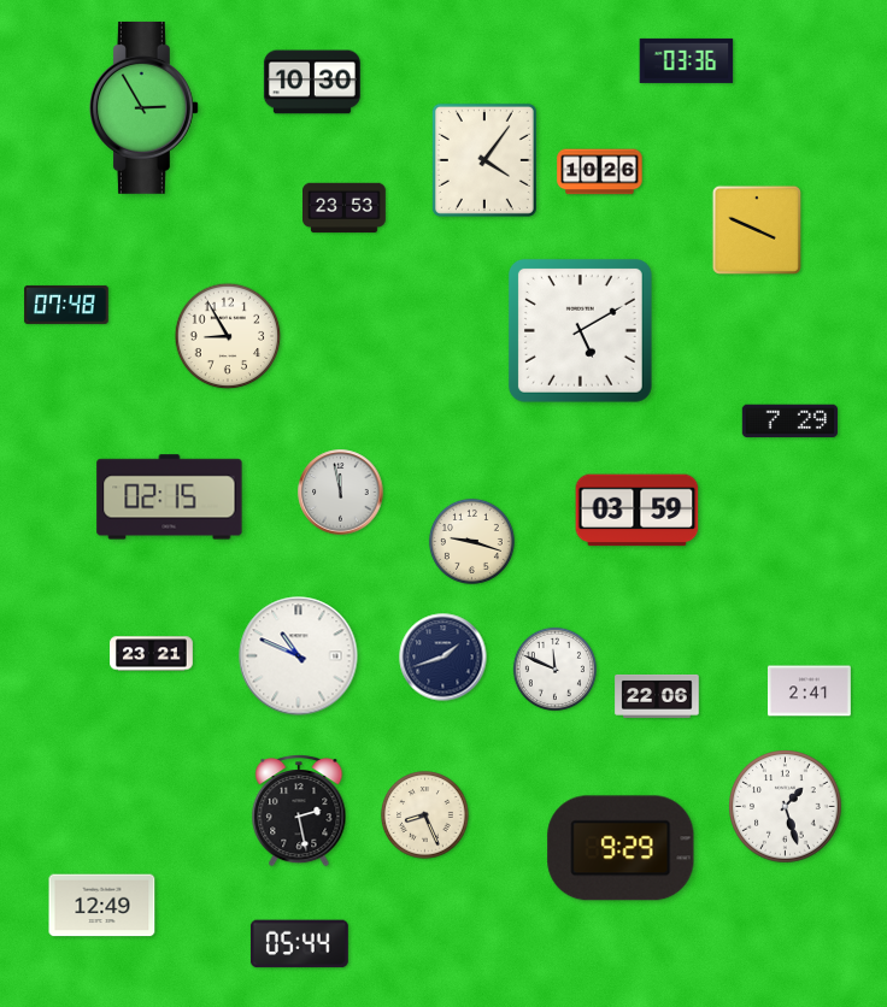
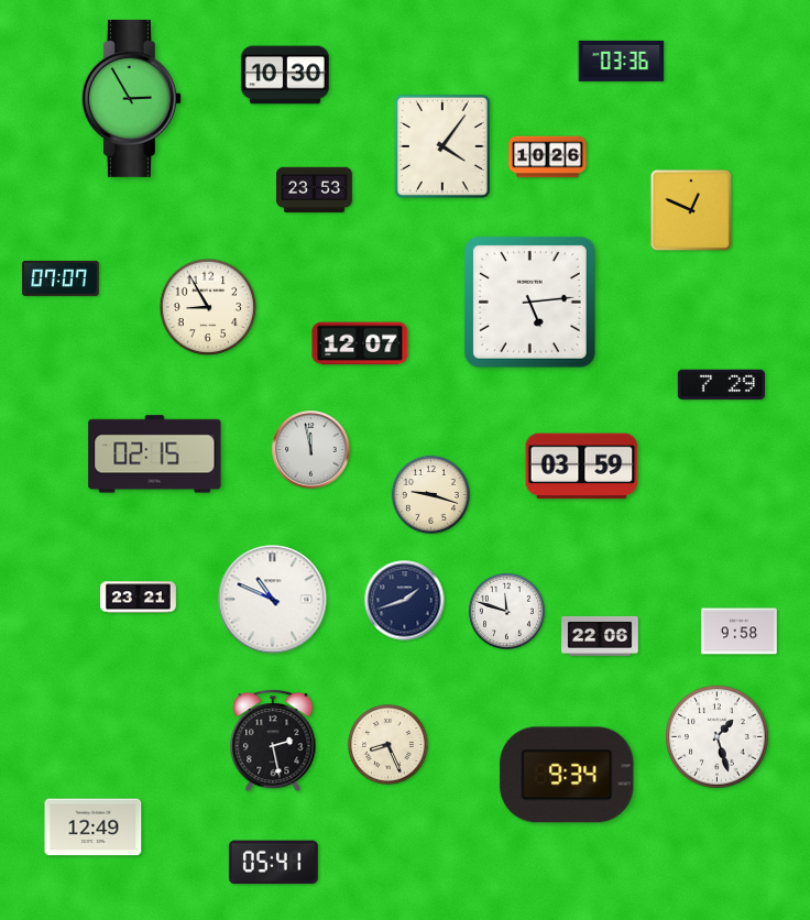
clock at (687, 60) position: (687, 60) -> (622, 61)
clock at (757, 230): 3:49 -> 12:49
clock at (66, 305): 07:48 -> 07:07
clock at (580, 330): 5:10 -> 5:14
clock at (360, 343): none -> 12:07
clock at (554, 669): 11:49 -> 11:48
clock at (810, 691): 2:41 -> 9:58
clock at (621, 848): 9:29 -> 9:34
clock at (299, 944): 05:44 -> 05:41
